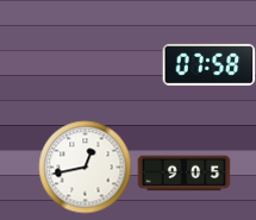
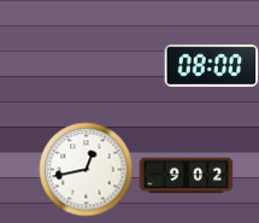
clock at (208, 64): 07:58 -> 08:00
clock at (183, 174): 9:05 -> 9:02
